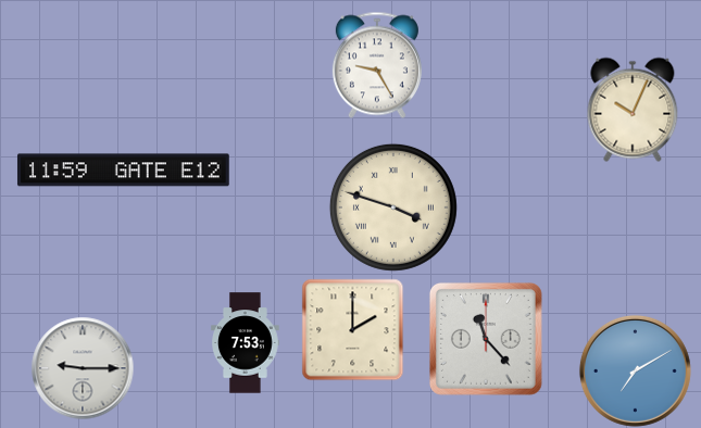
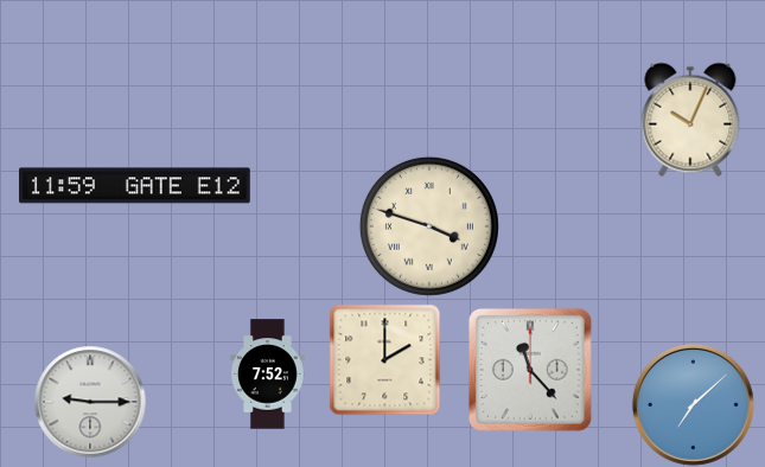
clock at (377, 65): 9:25 -> none
clock at (246, 343): 7:53 -> 7:52
clock at (635, 370): 7:10 -> 7:08
